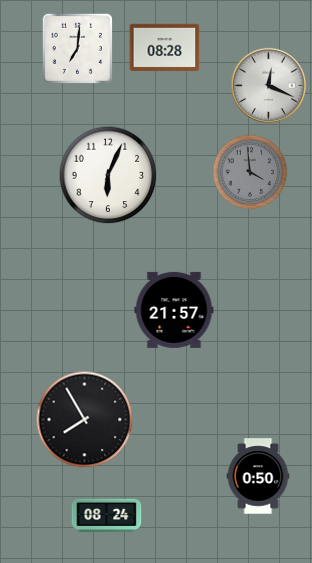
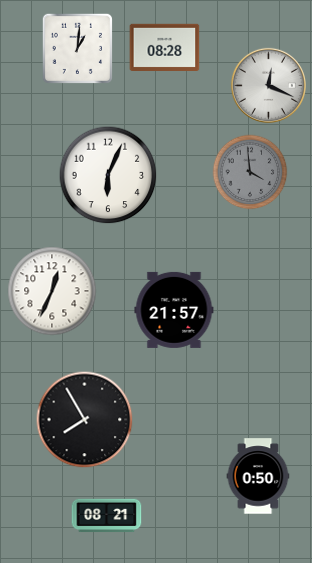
clock at (77, 48): 7:01 -> 1:01
clock at (52, 291): none -> 12:34
clock at (107, 516): 08:24 -> 08:21
